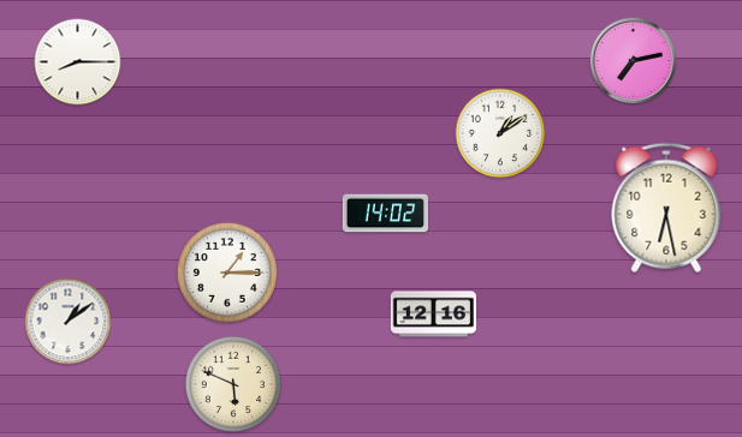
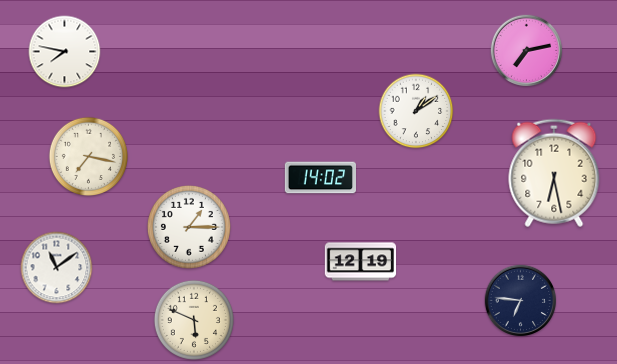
clock at (78, 62): 8:15 -> 7:47
clock at (88, 156): none -> 7:17
clock at (434, 315): 12:16 -> 12:19
clock at (69, 322): 1:09 -> 11:09
clock at (521, 301): none -> 6:46
